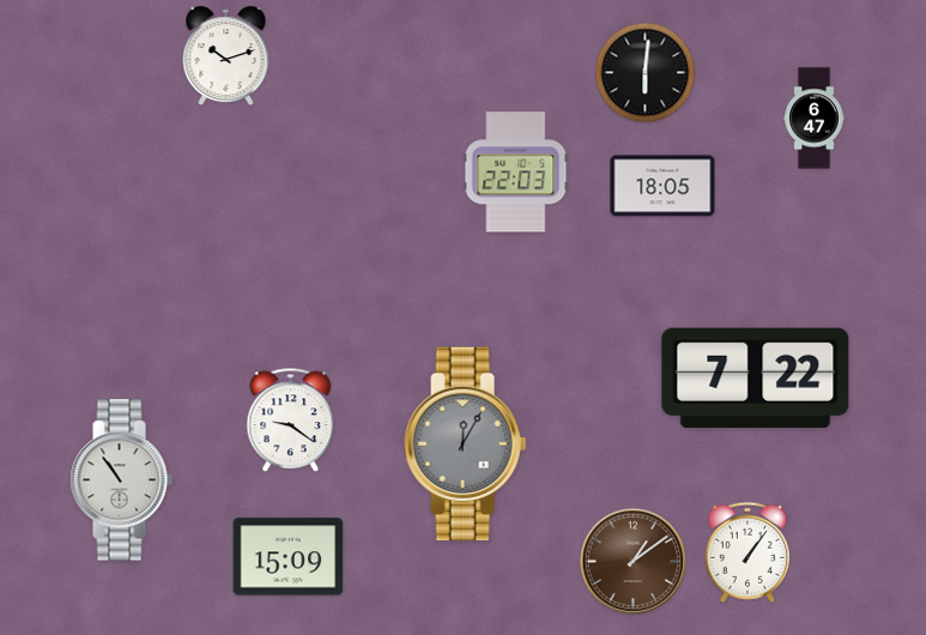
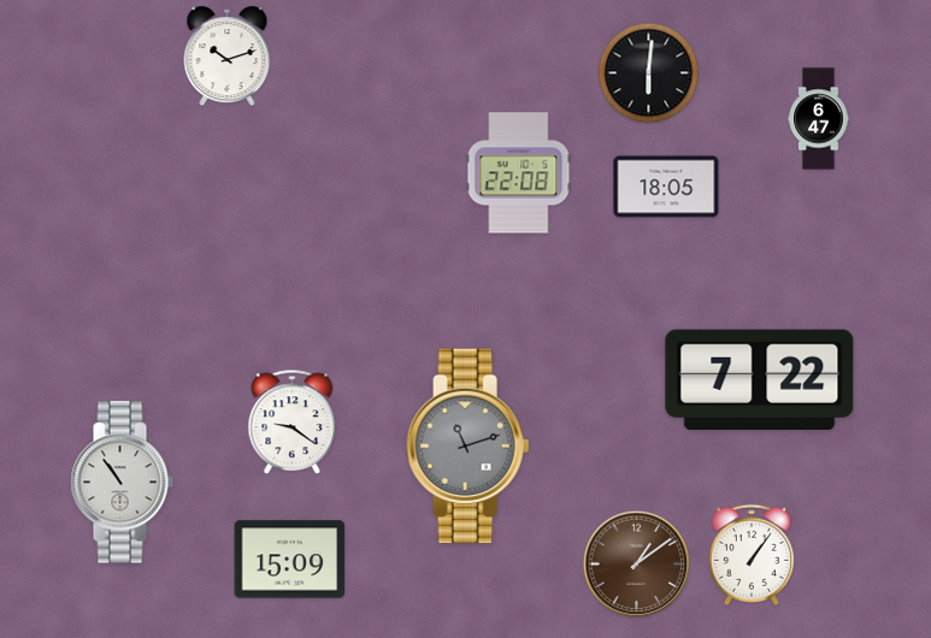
clock at (516, 173): 22:03 -> 22:08
clock at (466, 444): 12:05 -> 11:12
